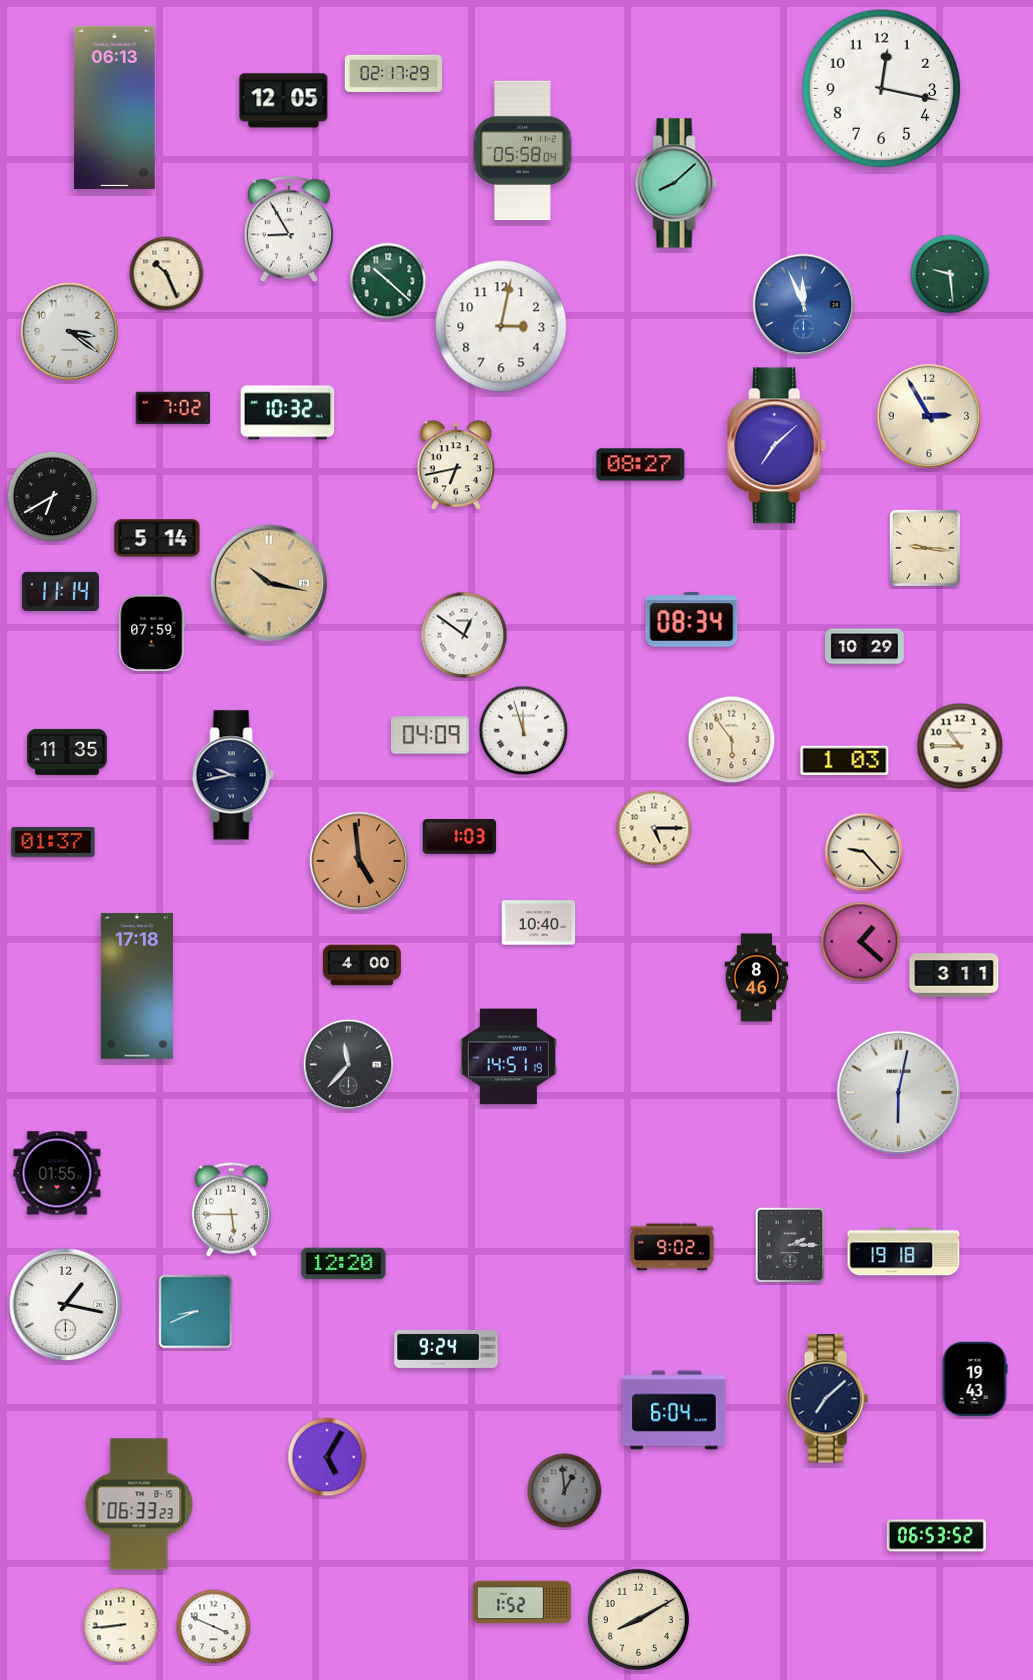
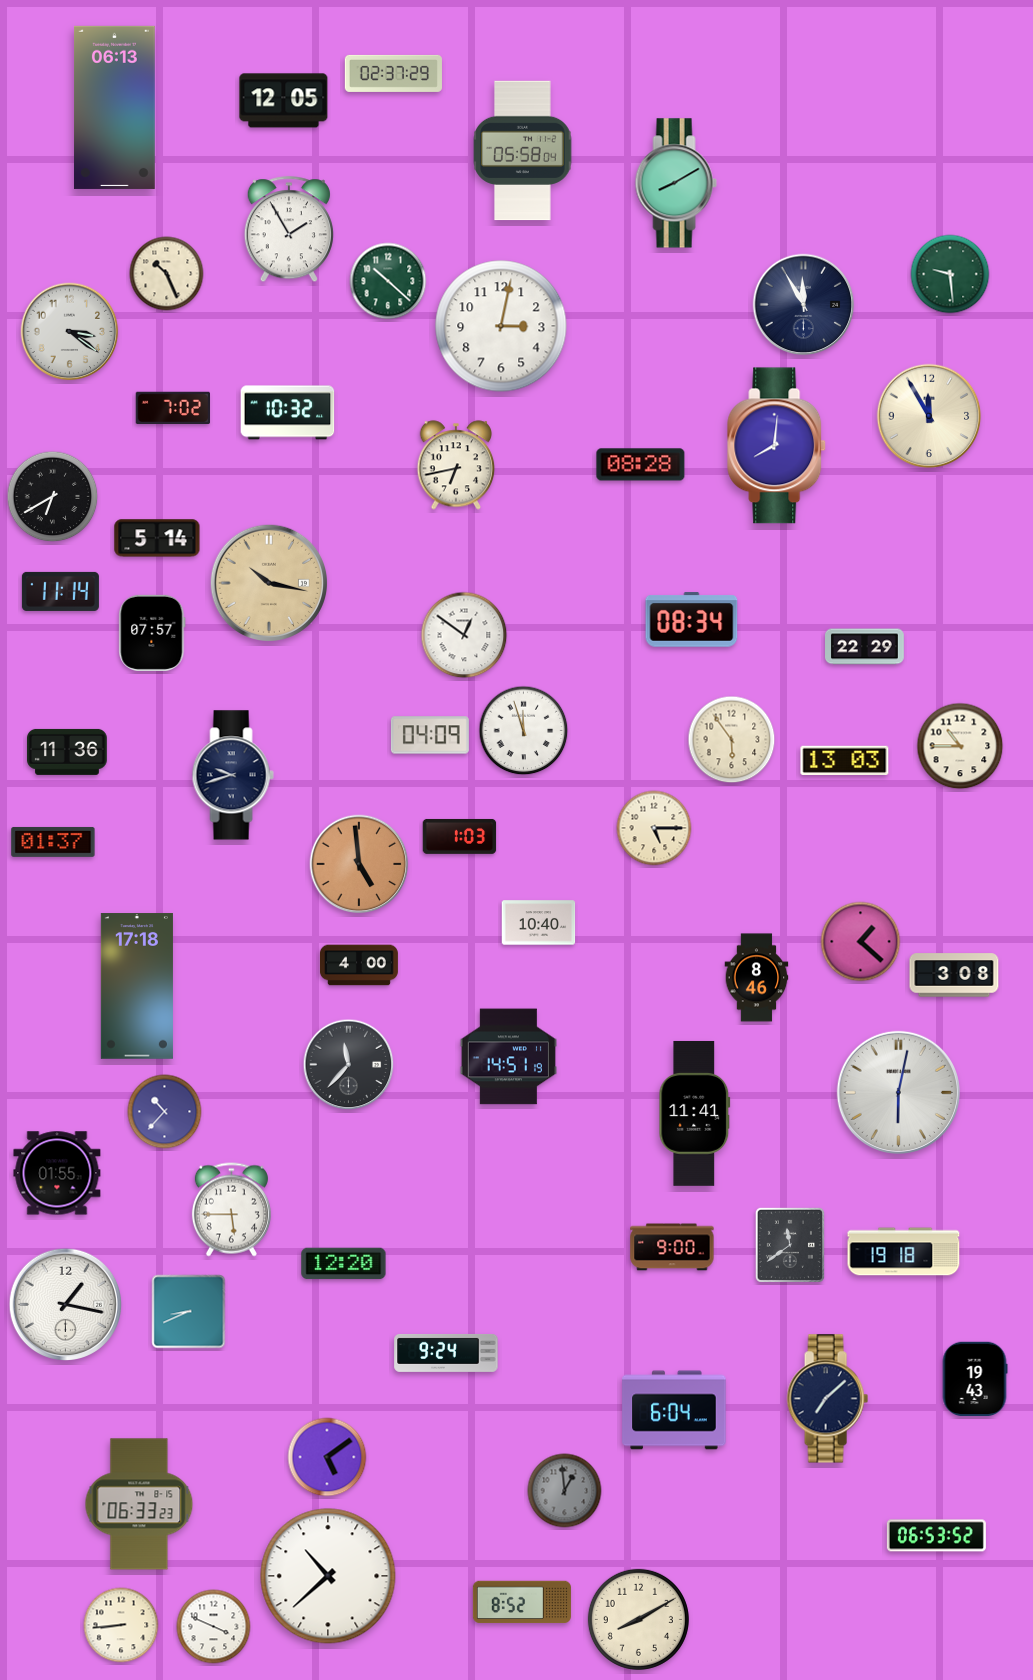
clock at (393, 73): 02:17 -> 02:37
clock at (882, 89): 12:17 -> none
clock at (676, 183): 8:08 -> 8:10
clock at (289, 230): 8:55 -> 1:55
clock at (804, 305): 11:56 -> 11:55
clock at (804, 305) dial: blue -> navy
clock at (929, 416): 2:55 -> 11:55
clock at (777, 446): 7:08 -> 8:01
clock at (641, 465): 08:27 -> 08:28
clock at (925, 548): 9:16 -> none
clock at (152, 633): 07:59 -> 07:57
clock at (865, 647): 10:29 -> 22:29
clock at (67, 752): 11:35 -> 11:36
clock at (845, 761): 1:03 -> 13:03
clock at (233, 775): 9:43 -> 9:42
clock at (864, 852): 9:23 -> none
clock at (359, 861) position: (359, 861) -> (359, 864)
clock at (362, 965) position: (362, 965) -> (359, 965)
clock at (954, 975): 3:11 -> 3:08
clock at (165, 1112): none -> 10:37
clock at (695, 1113): none -> 11:41
clock at (790, 1245): 2:15 -> 11:39
clock at (672, 1247): 9:02 -> 9:00
clock at (196, 1312) position: (196, 1312) -> (189, 1312)
clock at (446, 1349) position: (446, 1349) -> (446, 1353)
clock at (327, 1457): 5:05 -> 5:09
clock at (328, 1576): none -> 10:38
clock at (522, 1602): 1:52 -> 8:52
